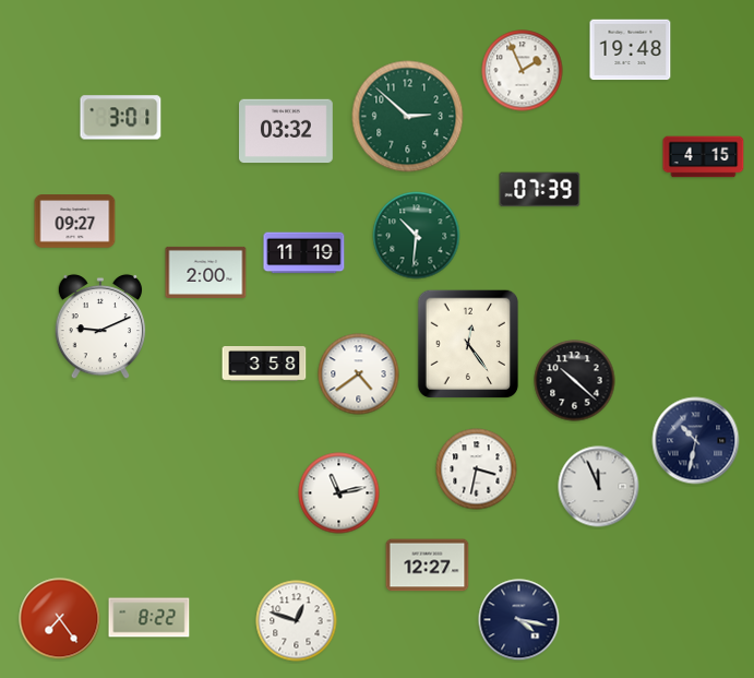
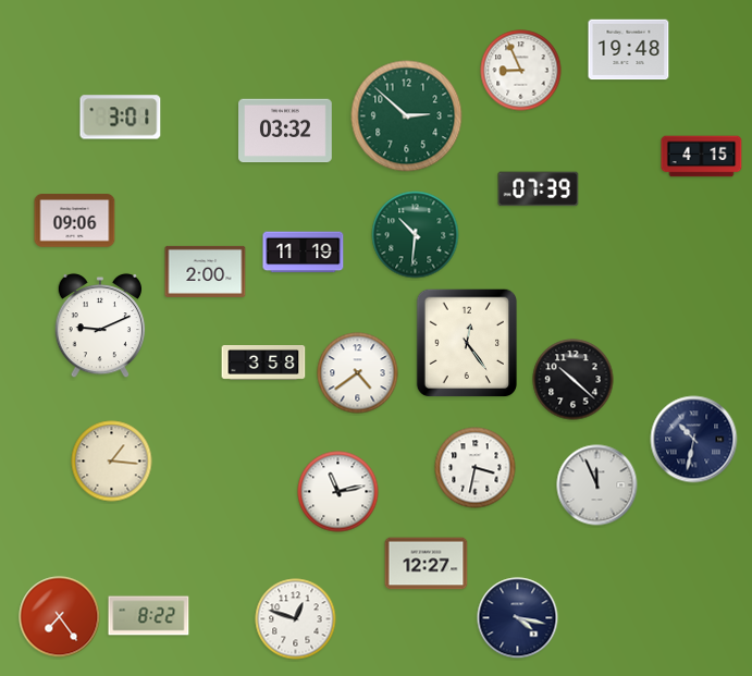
clock at (523, 71): 1:56 -> 8:56
clock at (75, 222): 09:27 -> 09:06
clock at (112, 462): none -> 1:16
